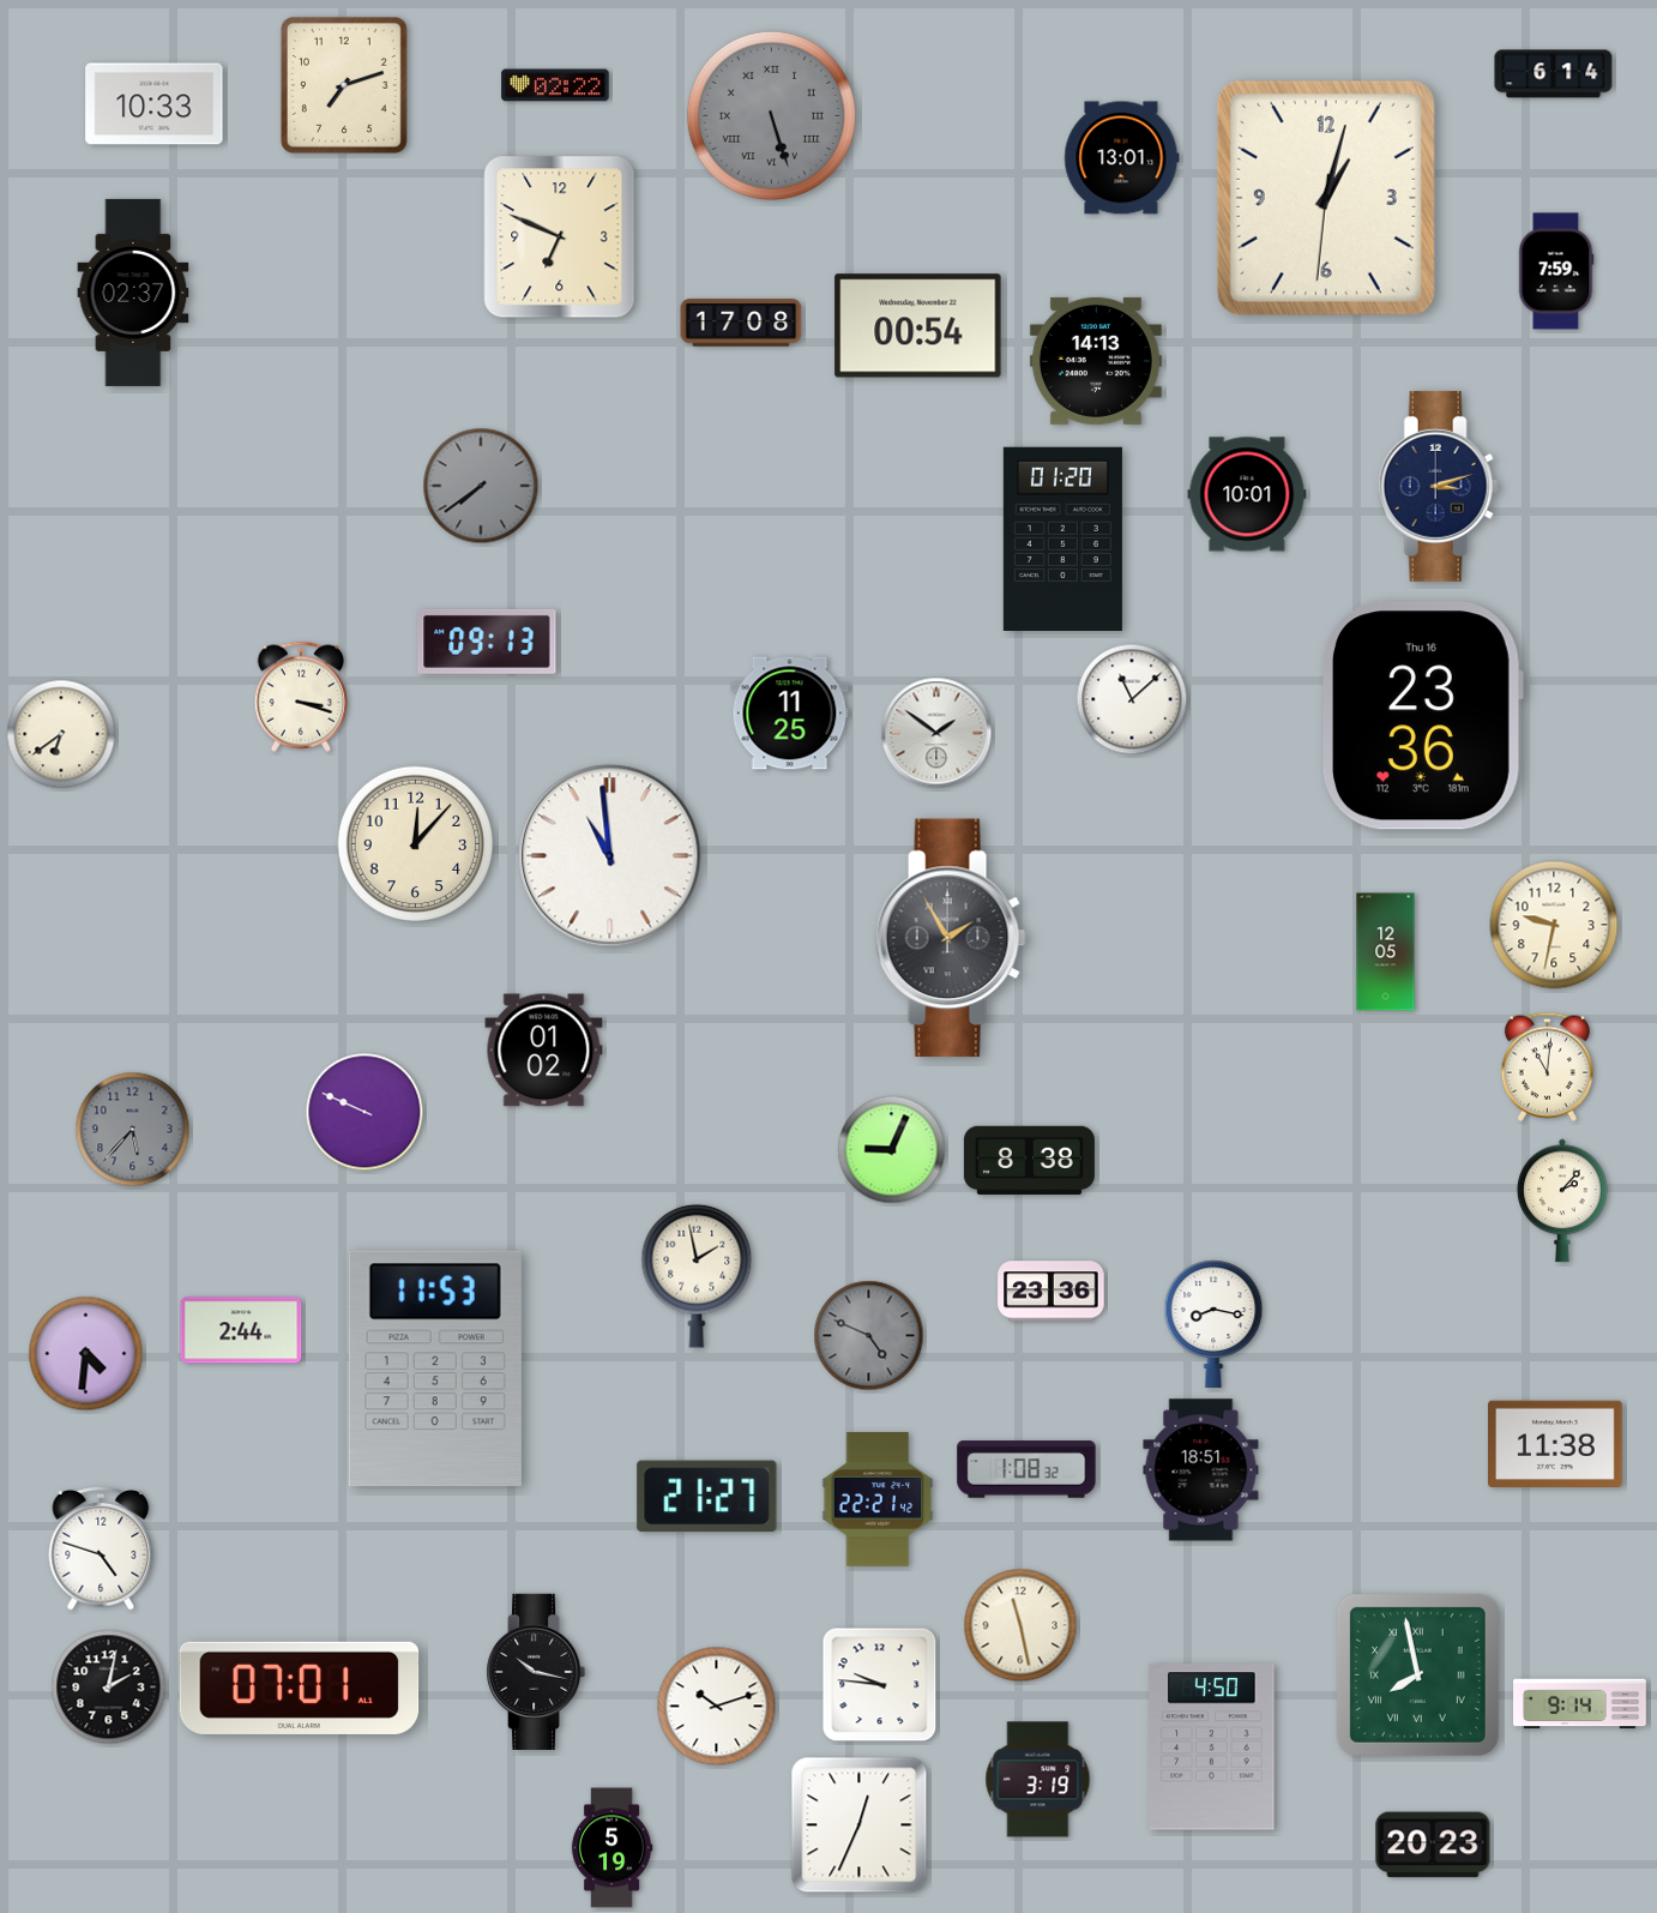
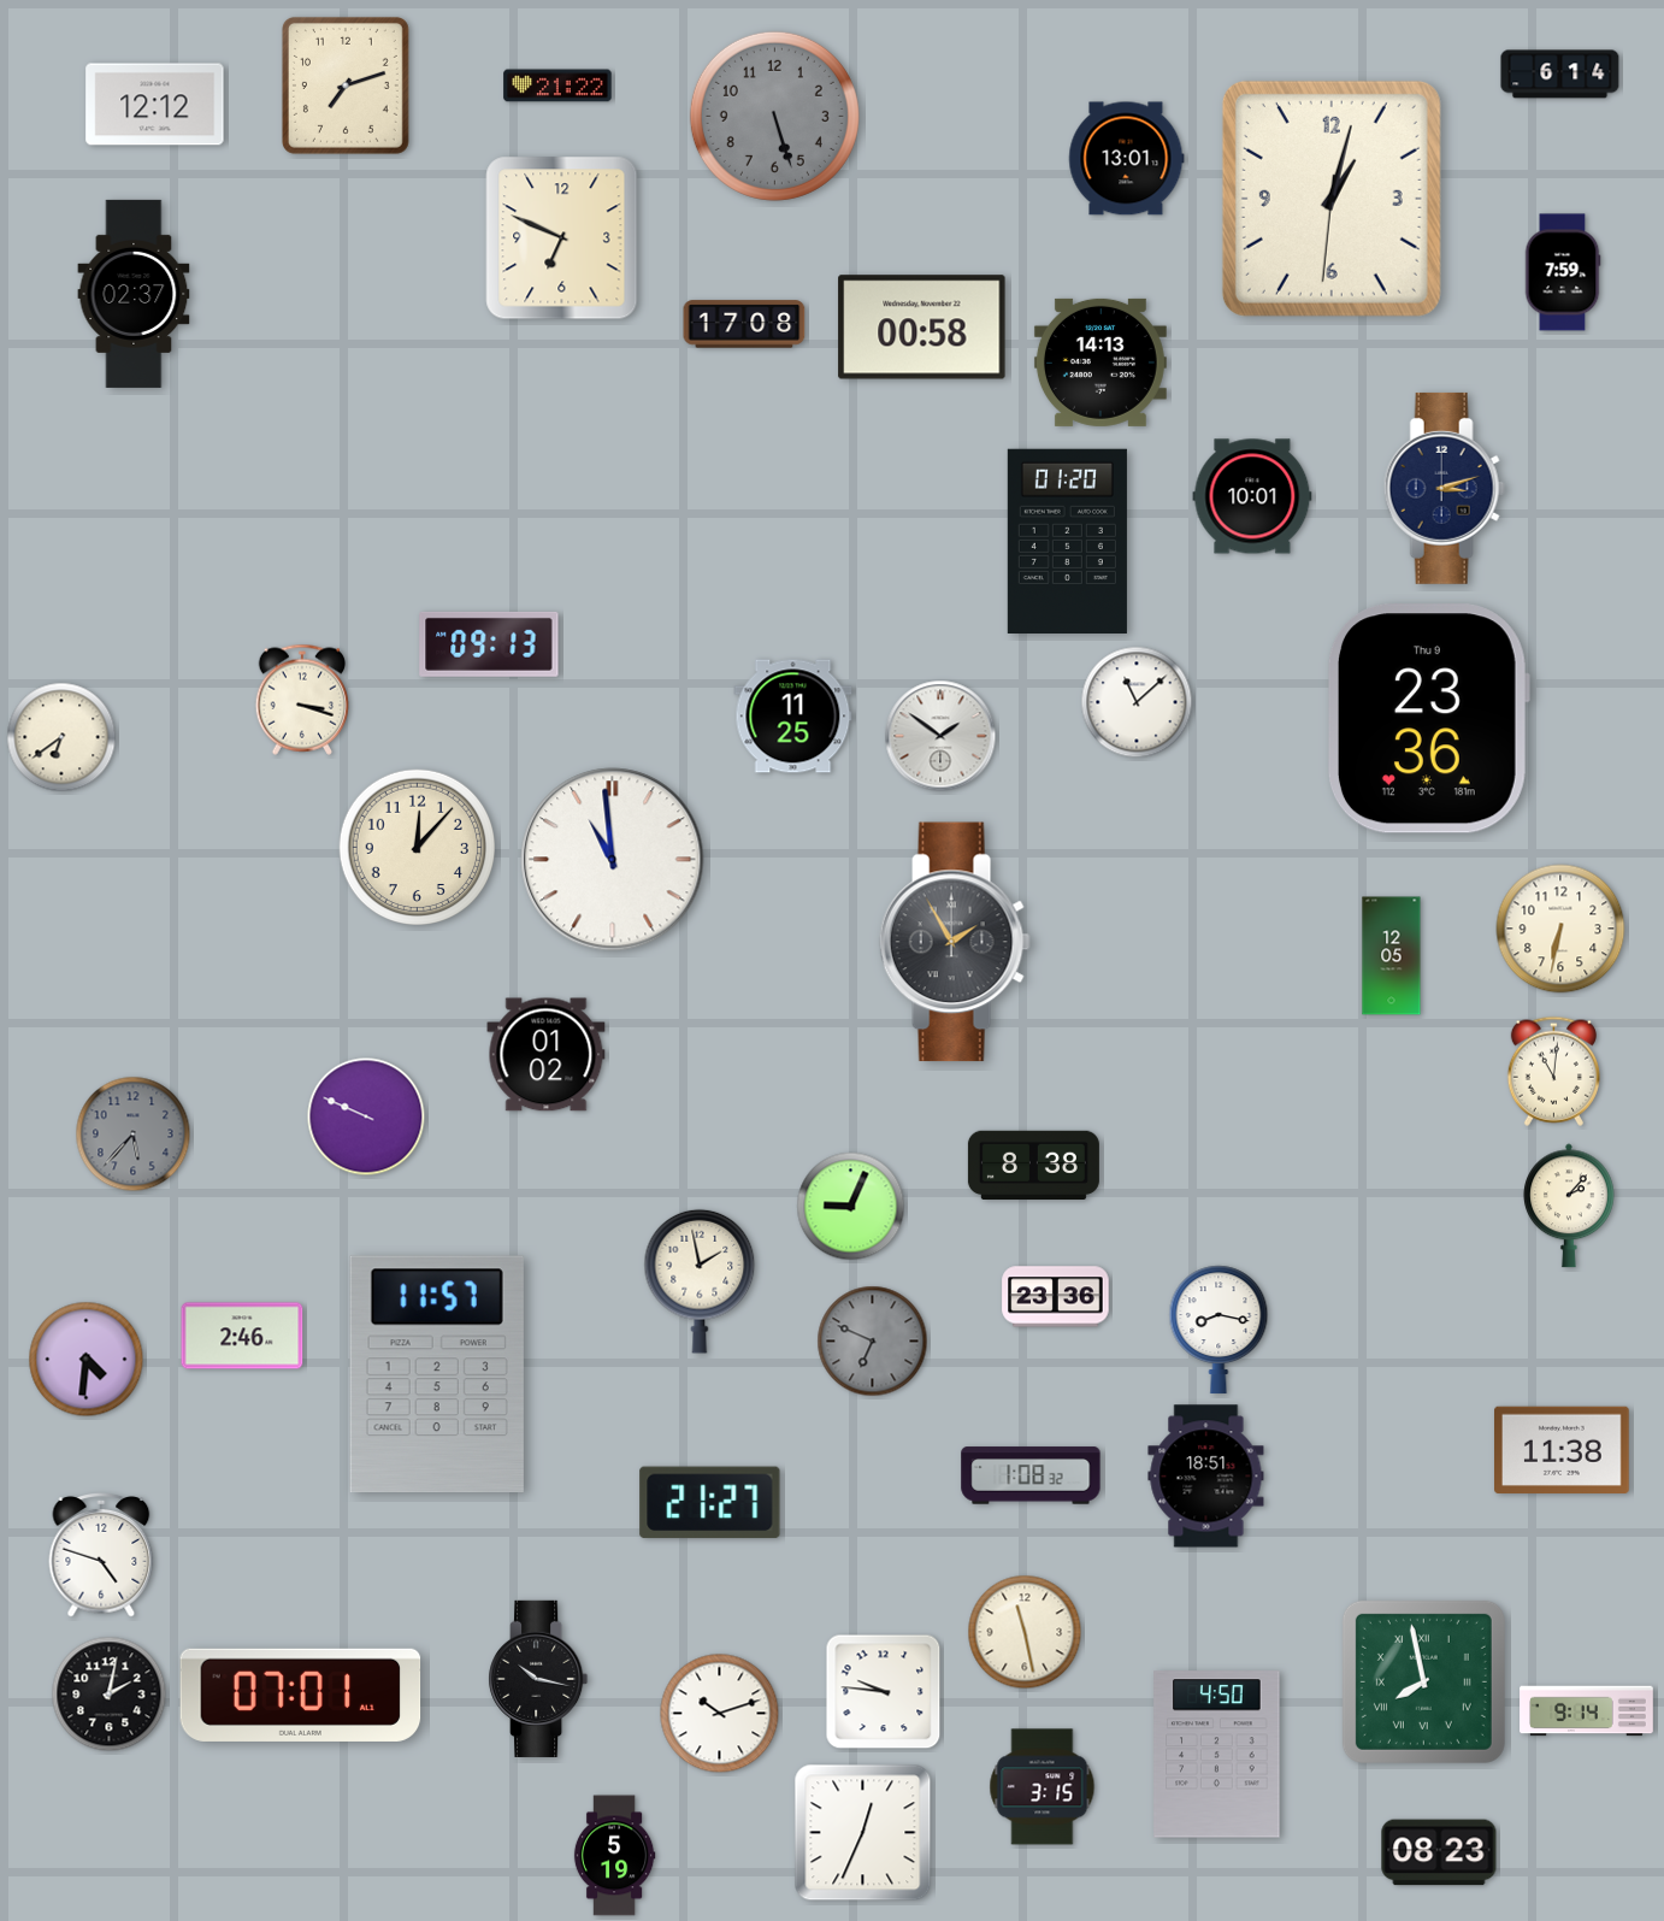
clock at (555, 85): 02:22 -> 21:22
clock at (155, 104): 10:33 -> 12:12
clock at (771, 115) numerals: Roman -> Arabic
clock at (918, 326): 00:54 -> 00:58
clock at (481, 486): 7:39 -> none
clock at (1422, 716) date: Thu 16 -> Thu 9
clock at (1554, 925): 9:32 -> 6:32
clock at (892, 1150) position: (892, 1150) -> (851, 1207)
clock at (241, 1330): 2:44 -> 2:46
clock at (869, 1336): 4:49 -> 6:49
clock at (435, 1368): 11:53 -> 11:57
clock at (878, 1499): 22:21 -> none
clock at (1038, 1780): 3:19 -> 3:15
clock at (1433, 1845): 20:23 -> 08:23
